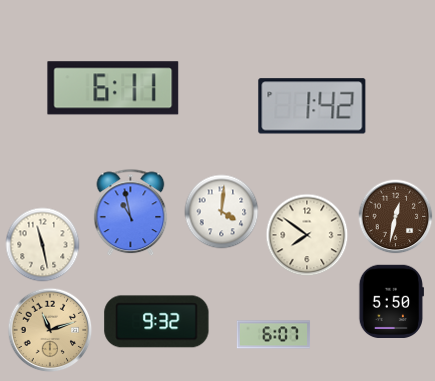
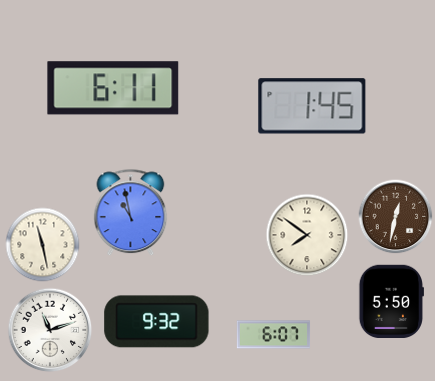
clock at (312, 106): 1:42 -> 1:45
clock at (222, 212): 4:01 -> none
clock at (50, 330) dial: champagne -> white
